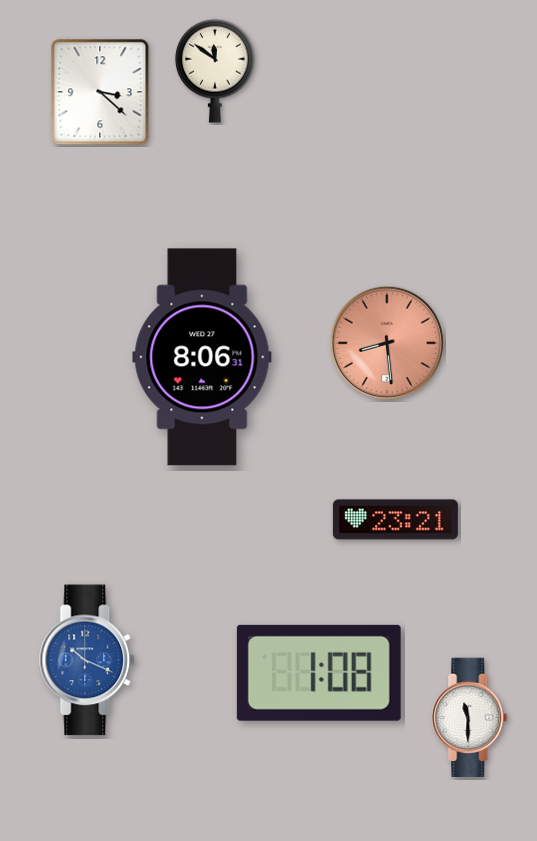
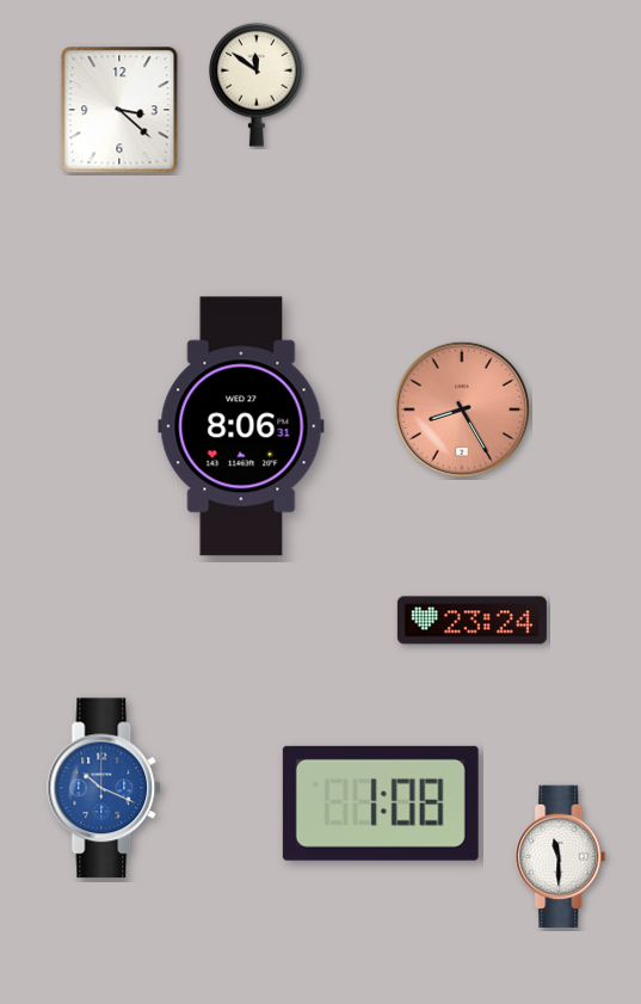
clock at (386, 342): 8:29 -> 8:25
clock at (395, 520): 23:21 -> 23:24
